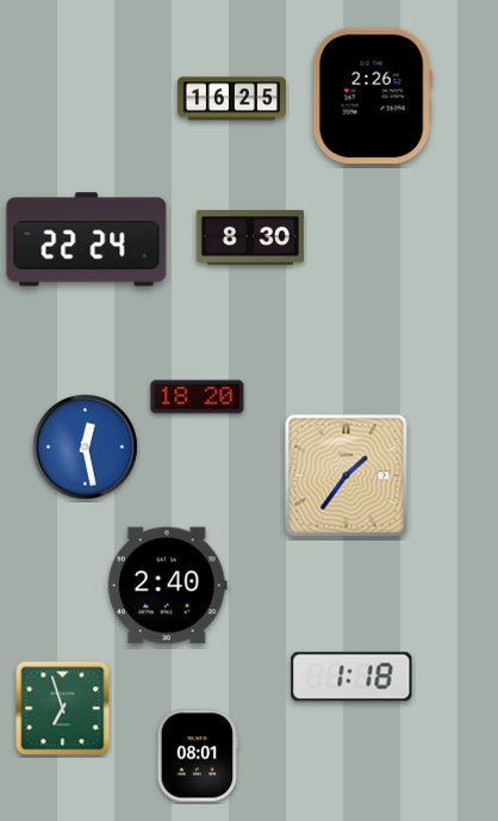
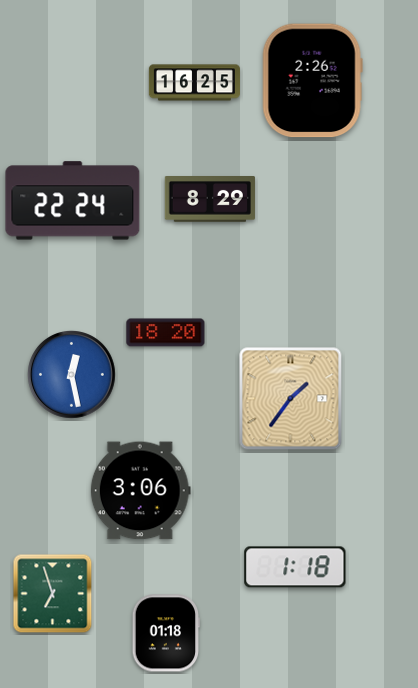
clock at (250, 239): 8:30 -> 8:29
clock at (167, 586): 2:40 -> 3:06
clock at (198, 755): 08:01 -> 01:18
